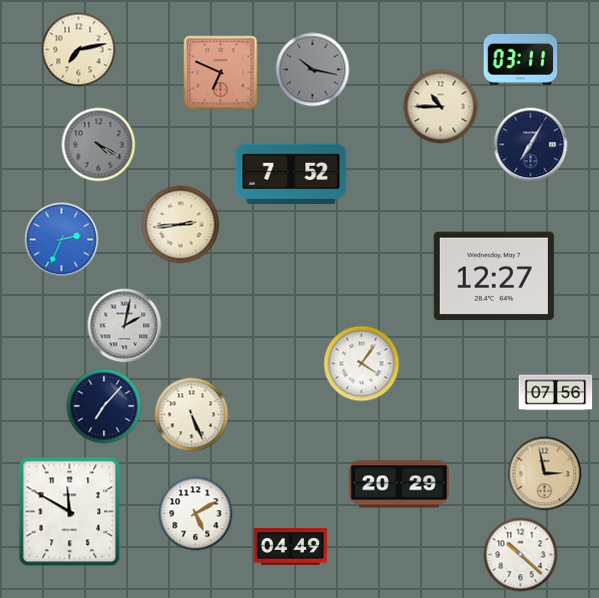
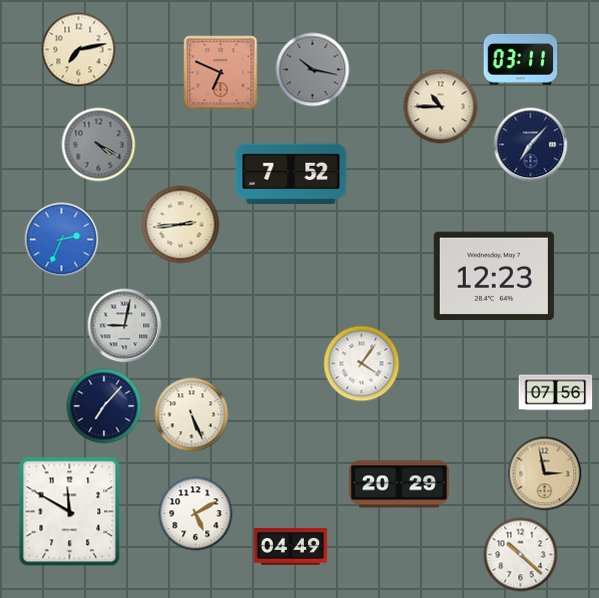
clock at (531, 145): 7:05 -> 7:07
clock at (494, 276): 12:27 -> 12:23
clock at (125, 326): 2:02 -> 9:02
